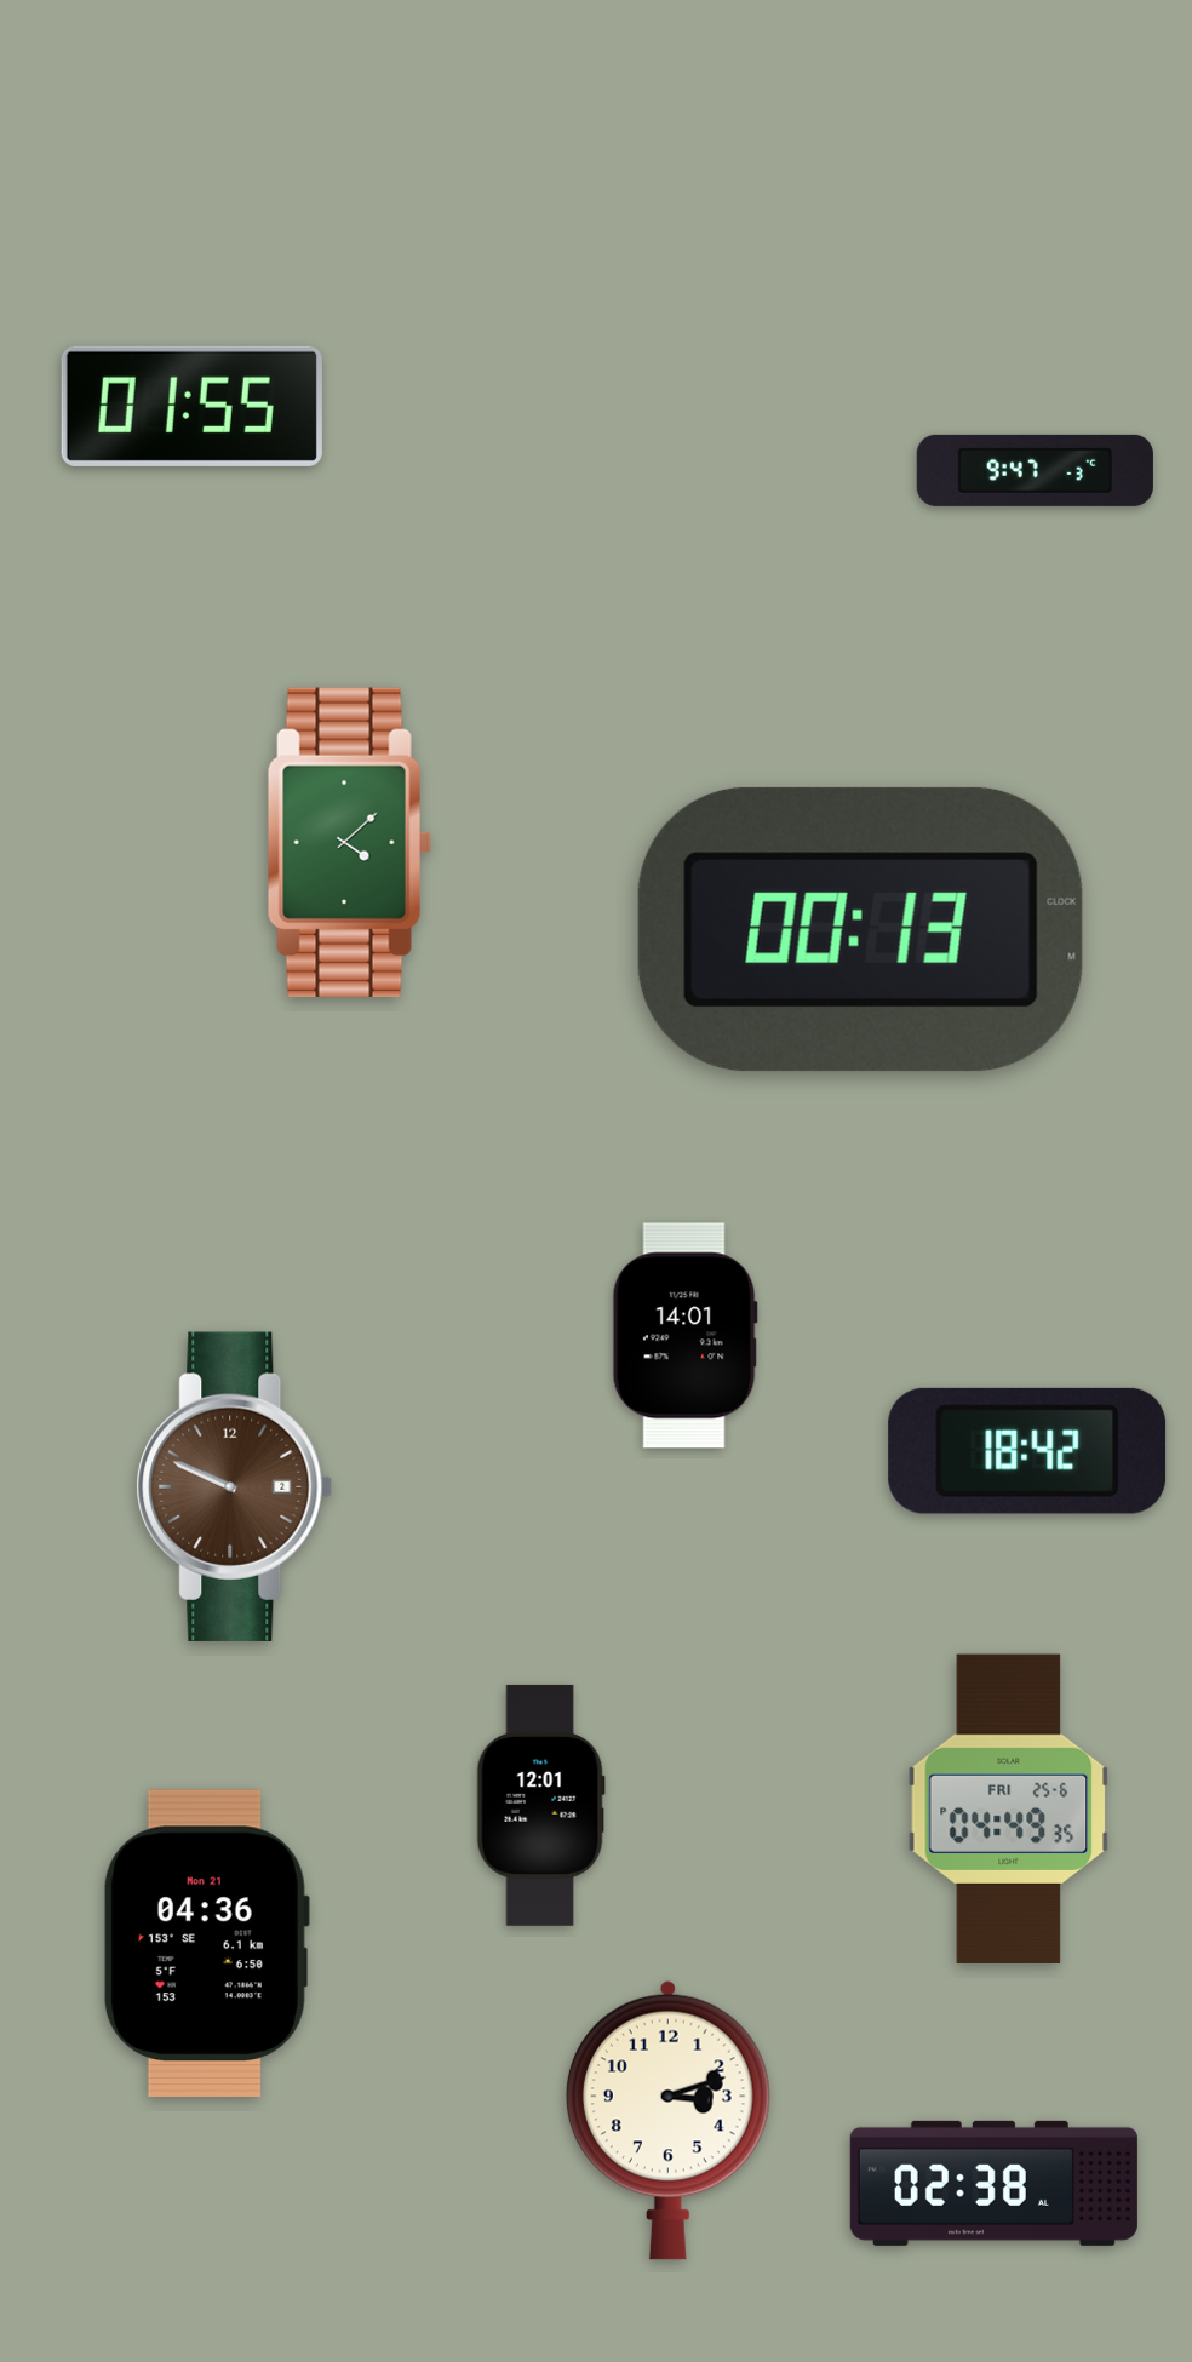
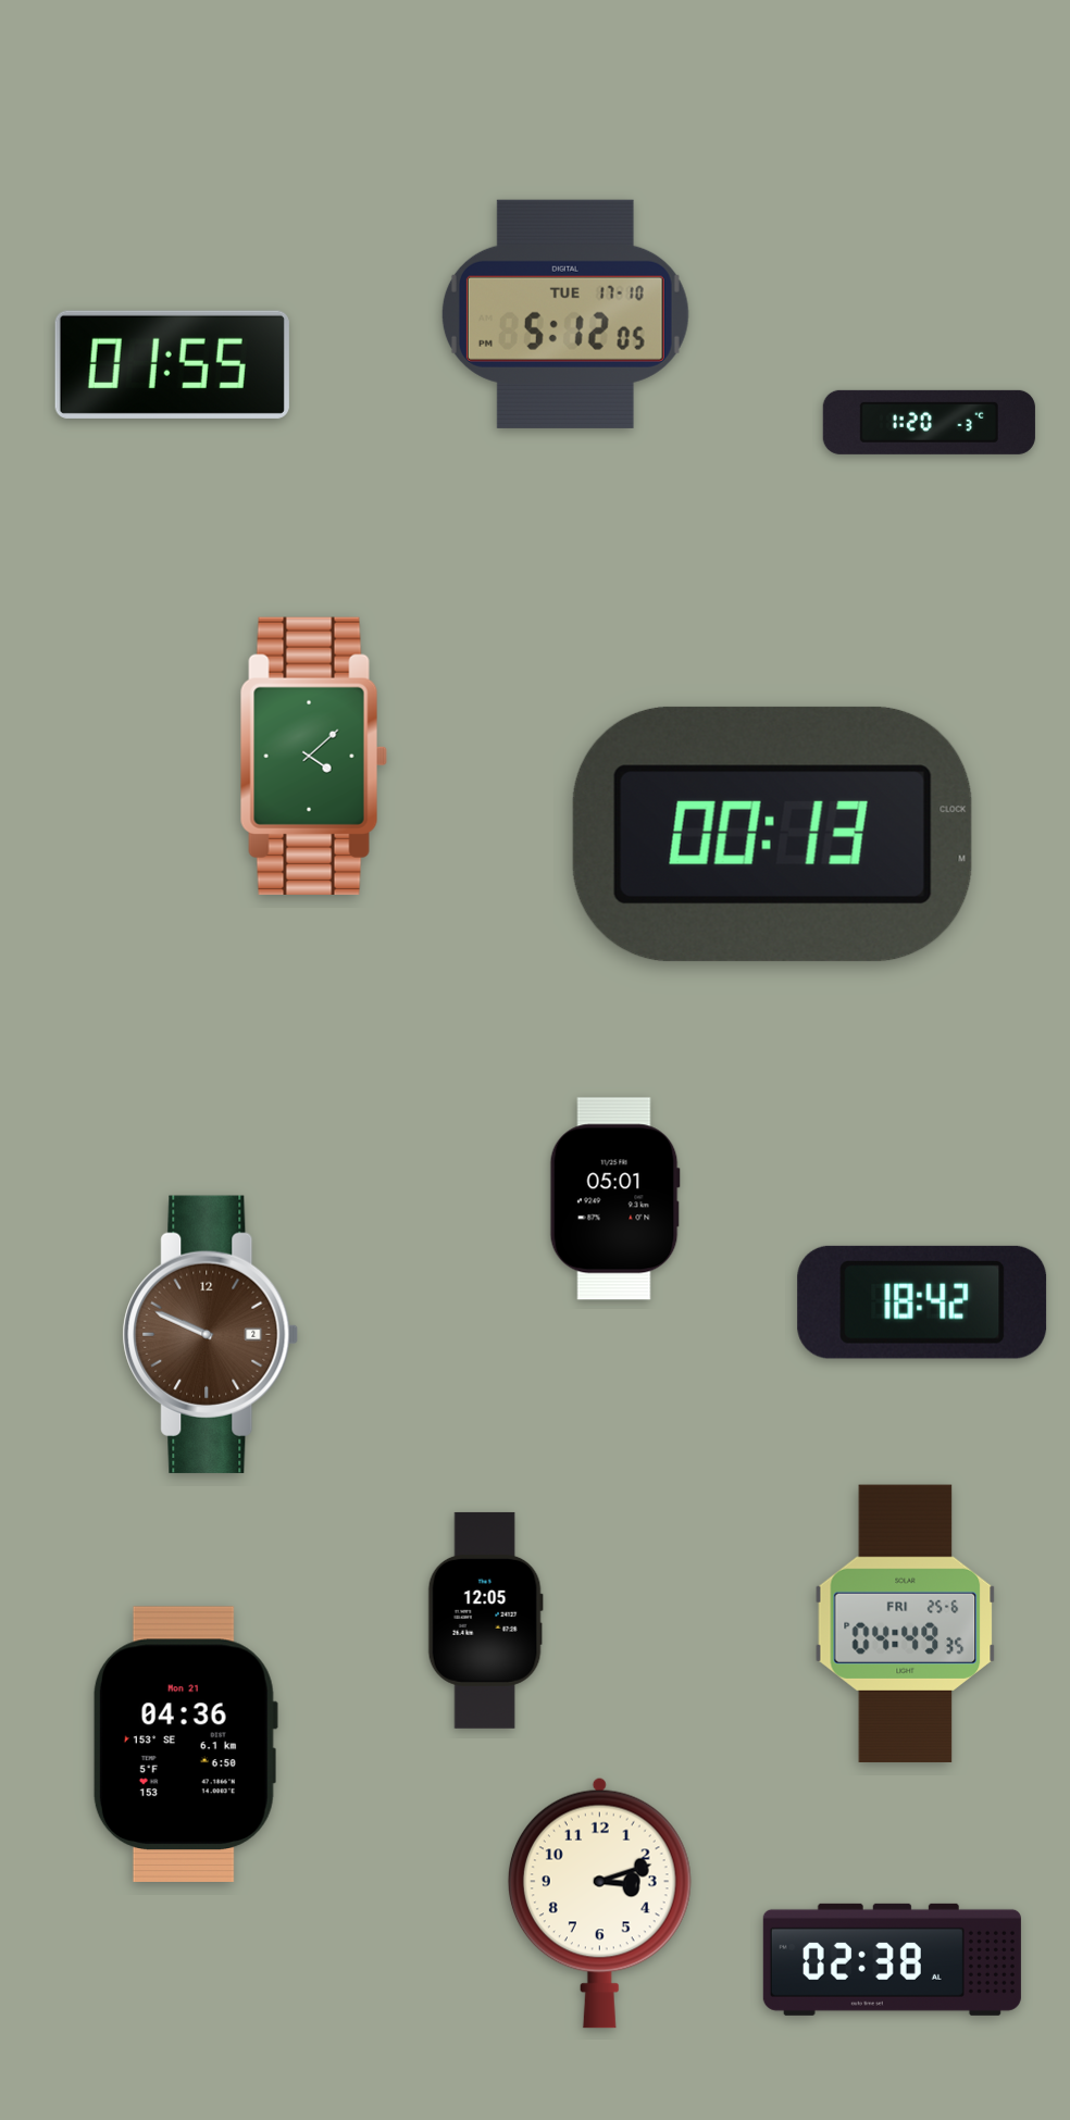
clock at (565, 314): none -> 5:12
clock at (1035, 470): 9:47 -> 1:20
clock at (684, 1336): 14:01 -> 05:01
clock at (540, 1805): 12:01 -> 12:05
